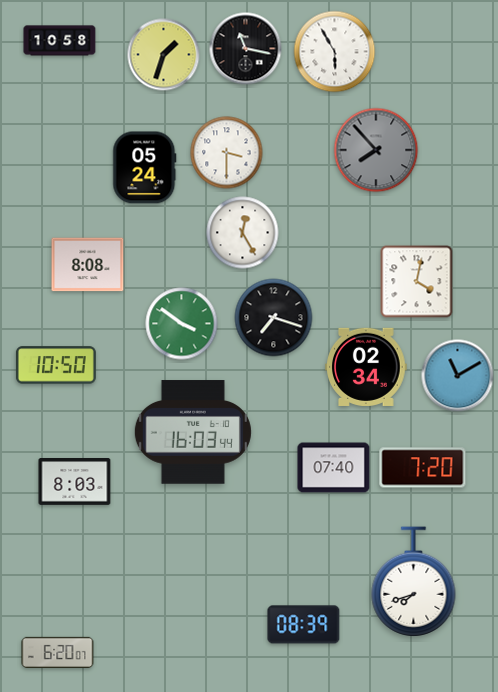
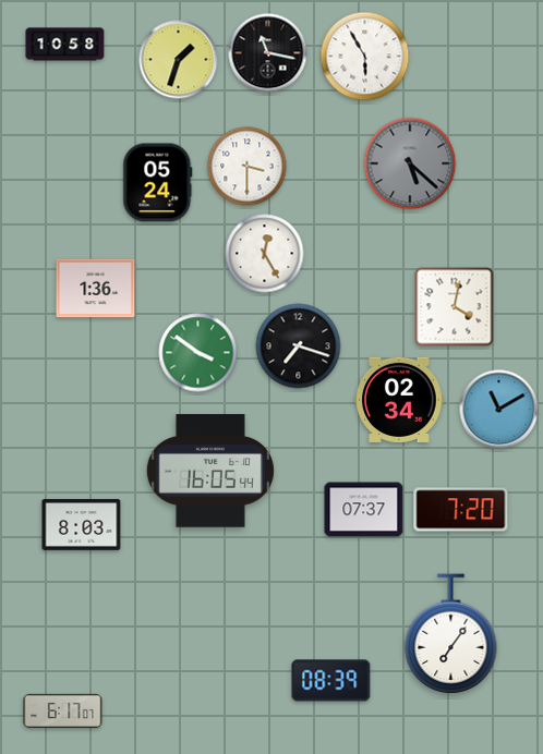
clock at (376, 150): 7:53 -> 5:22
clock at (88, 265): 8:08 -> 1:36
clock at (56, 365): 10:50 -> none
clock at (193, 432): 16:03 -> 16:05
clock at (334, 468): 07:40 -> 07:37
clock at (414, 582): 7:42 -> 7:06
clock at (58, 652): 6:20 -> 6:17
